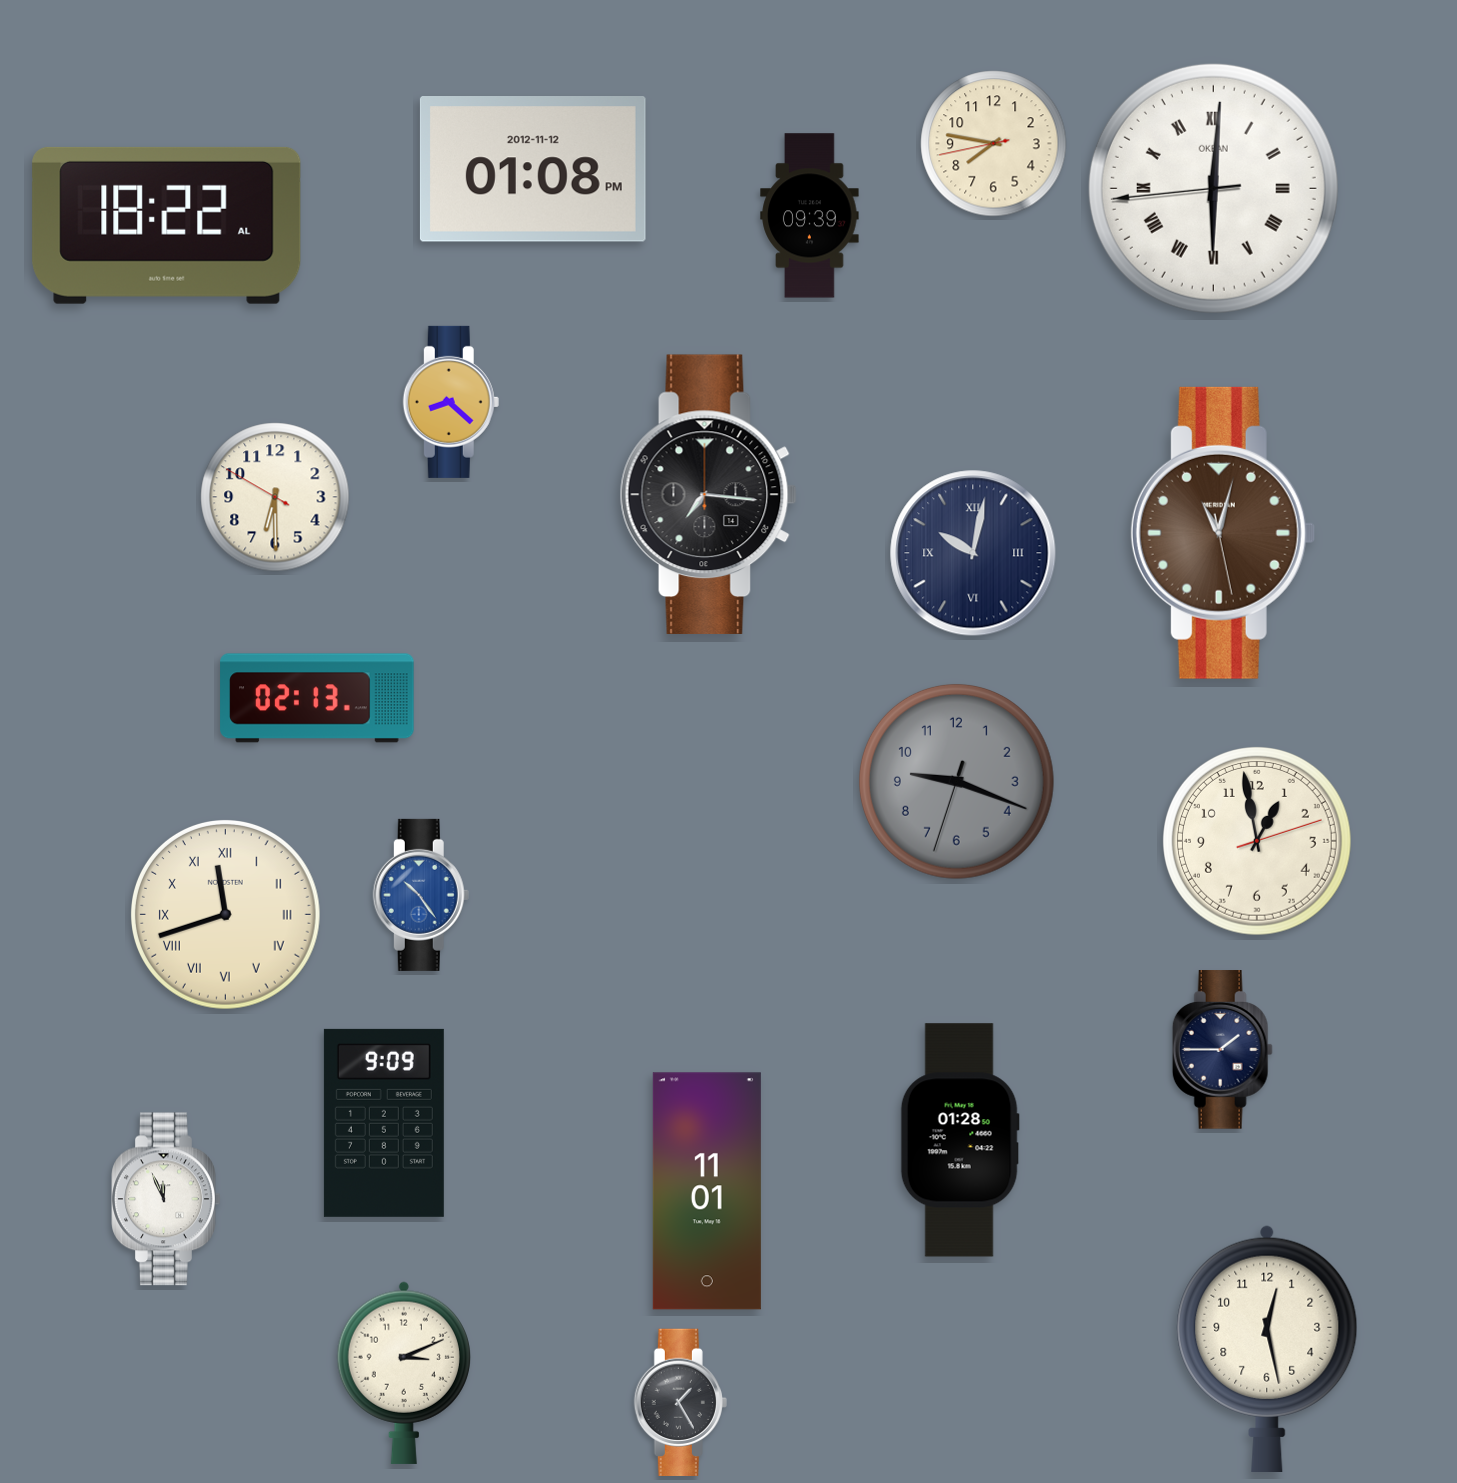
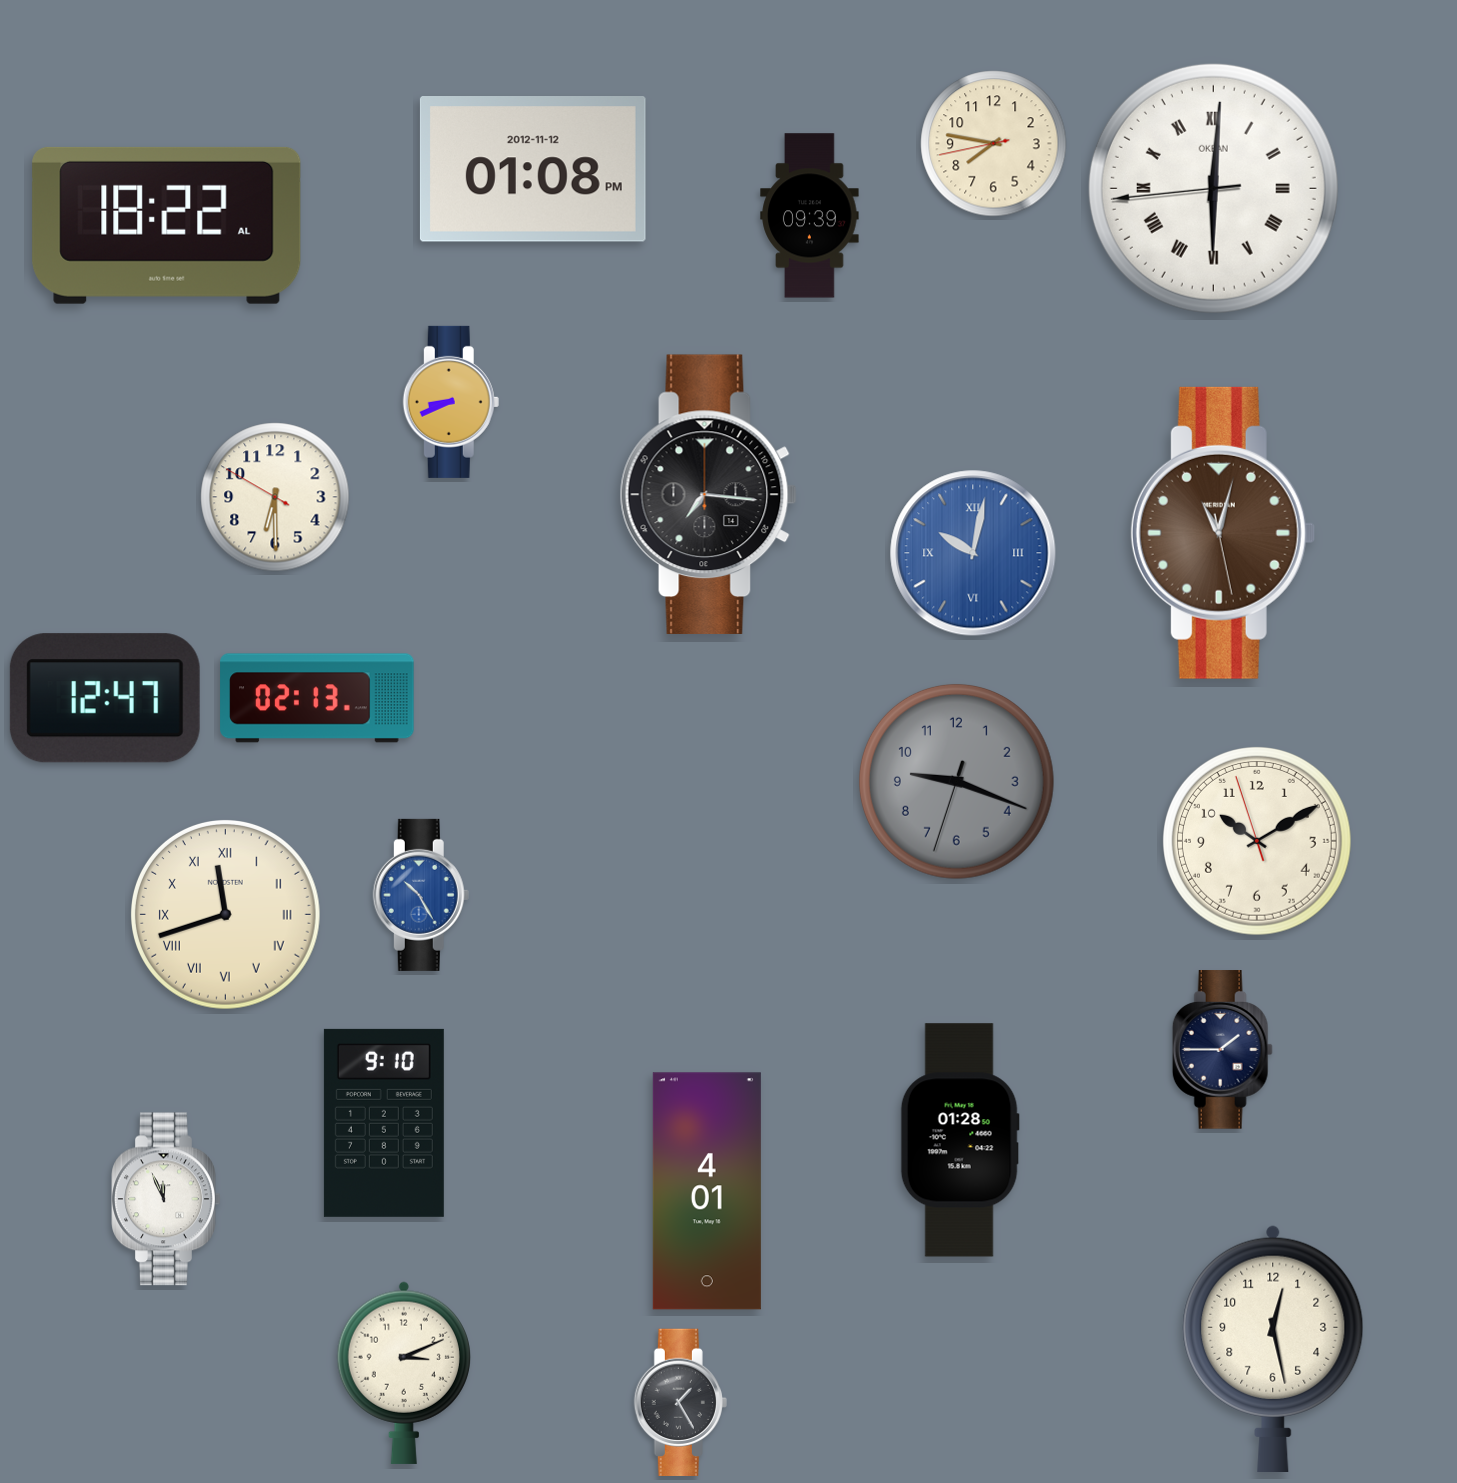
clock at (451, 402): 8:22 -> 8:41
clock at (973, 553) dial: navy -> blue
clock at (105, 698): none -> 12:47
clock at (1258, 842): 12:58 -> 10:09
clock at (421, 895): 10:24 -> 10:25
clock at (384, 1123): 9:09 -> 9:10
clock at (707, 1191): 11:01 -> 4:01
clock at (1267, 1348) position: (1267, 1348) -> (1273, 1348)
